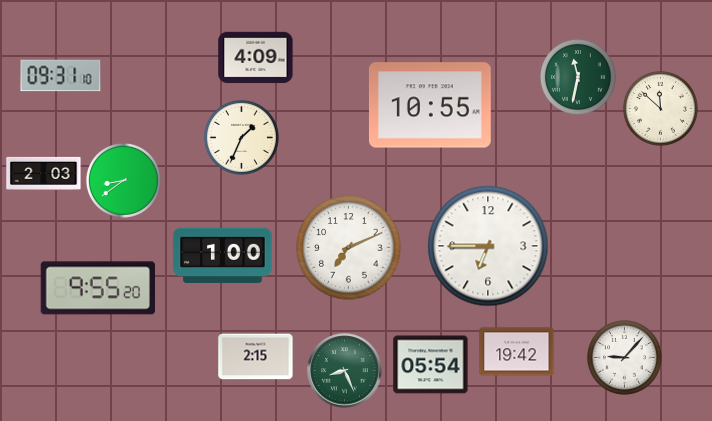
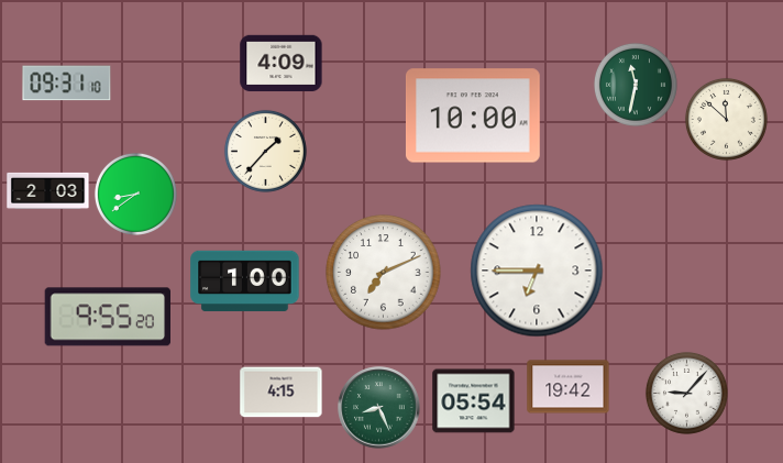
clock at (430, 105): 10:55 -> 10:00
clock at (241, 137): 1:34 -> 1:37
clock at (123, 180) position: (123, 180) -> (135, 194)
clock at (256, 357): 2:15 -> 4:15
